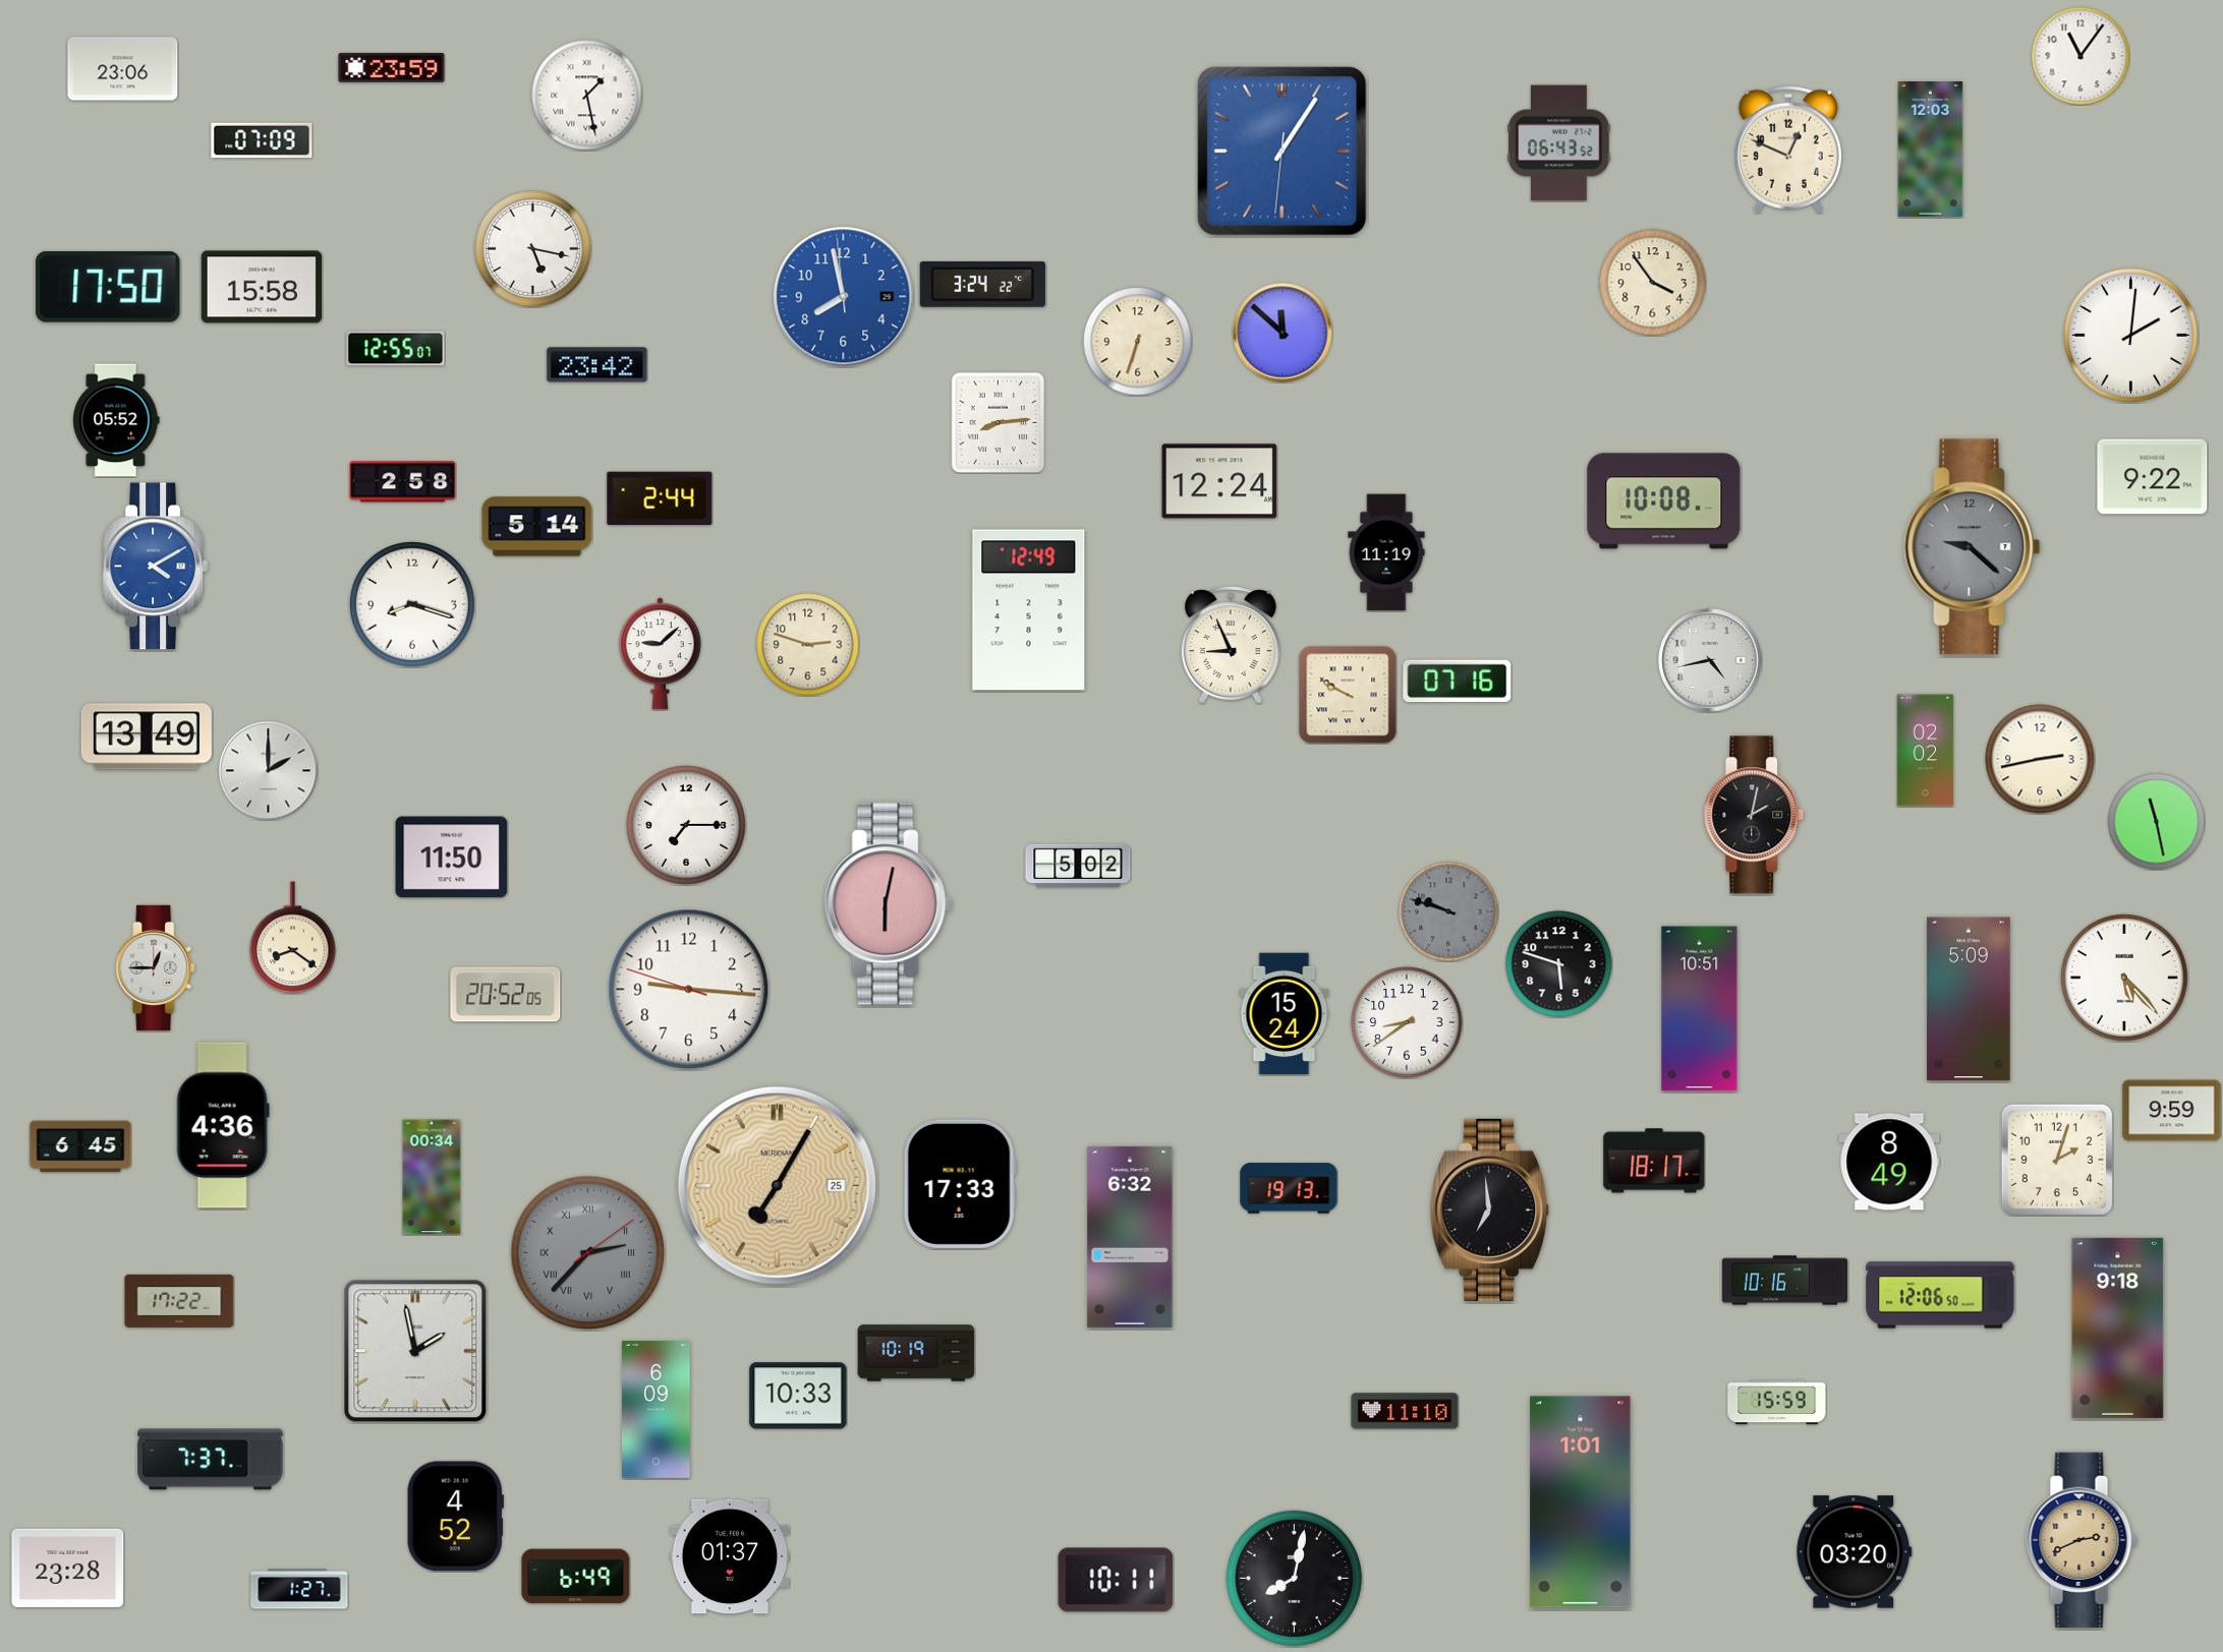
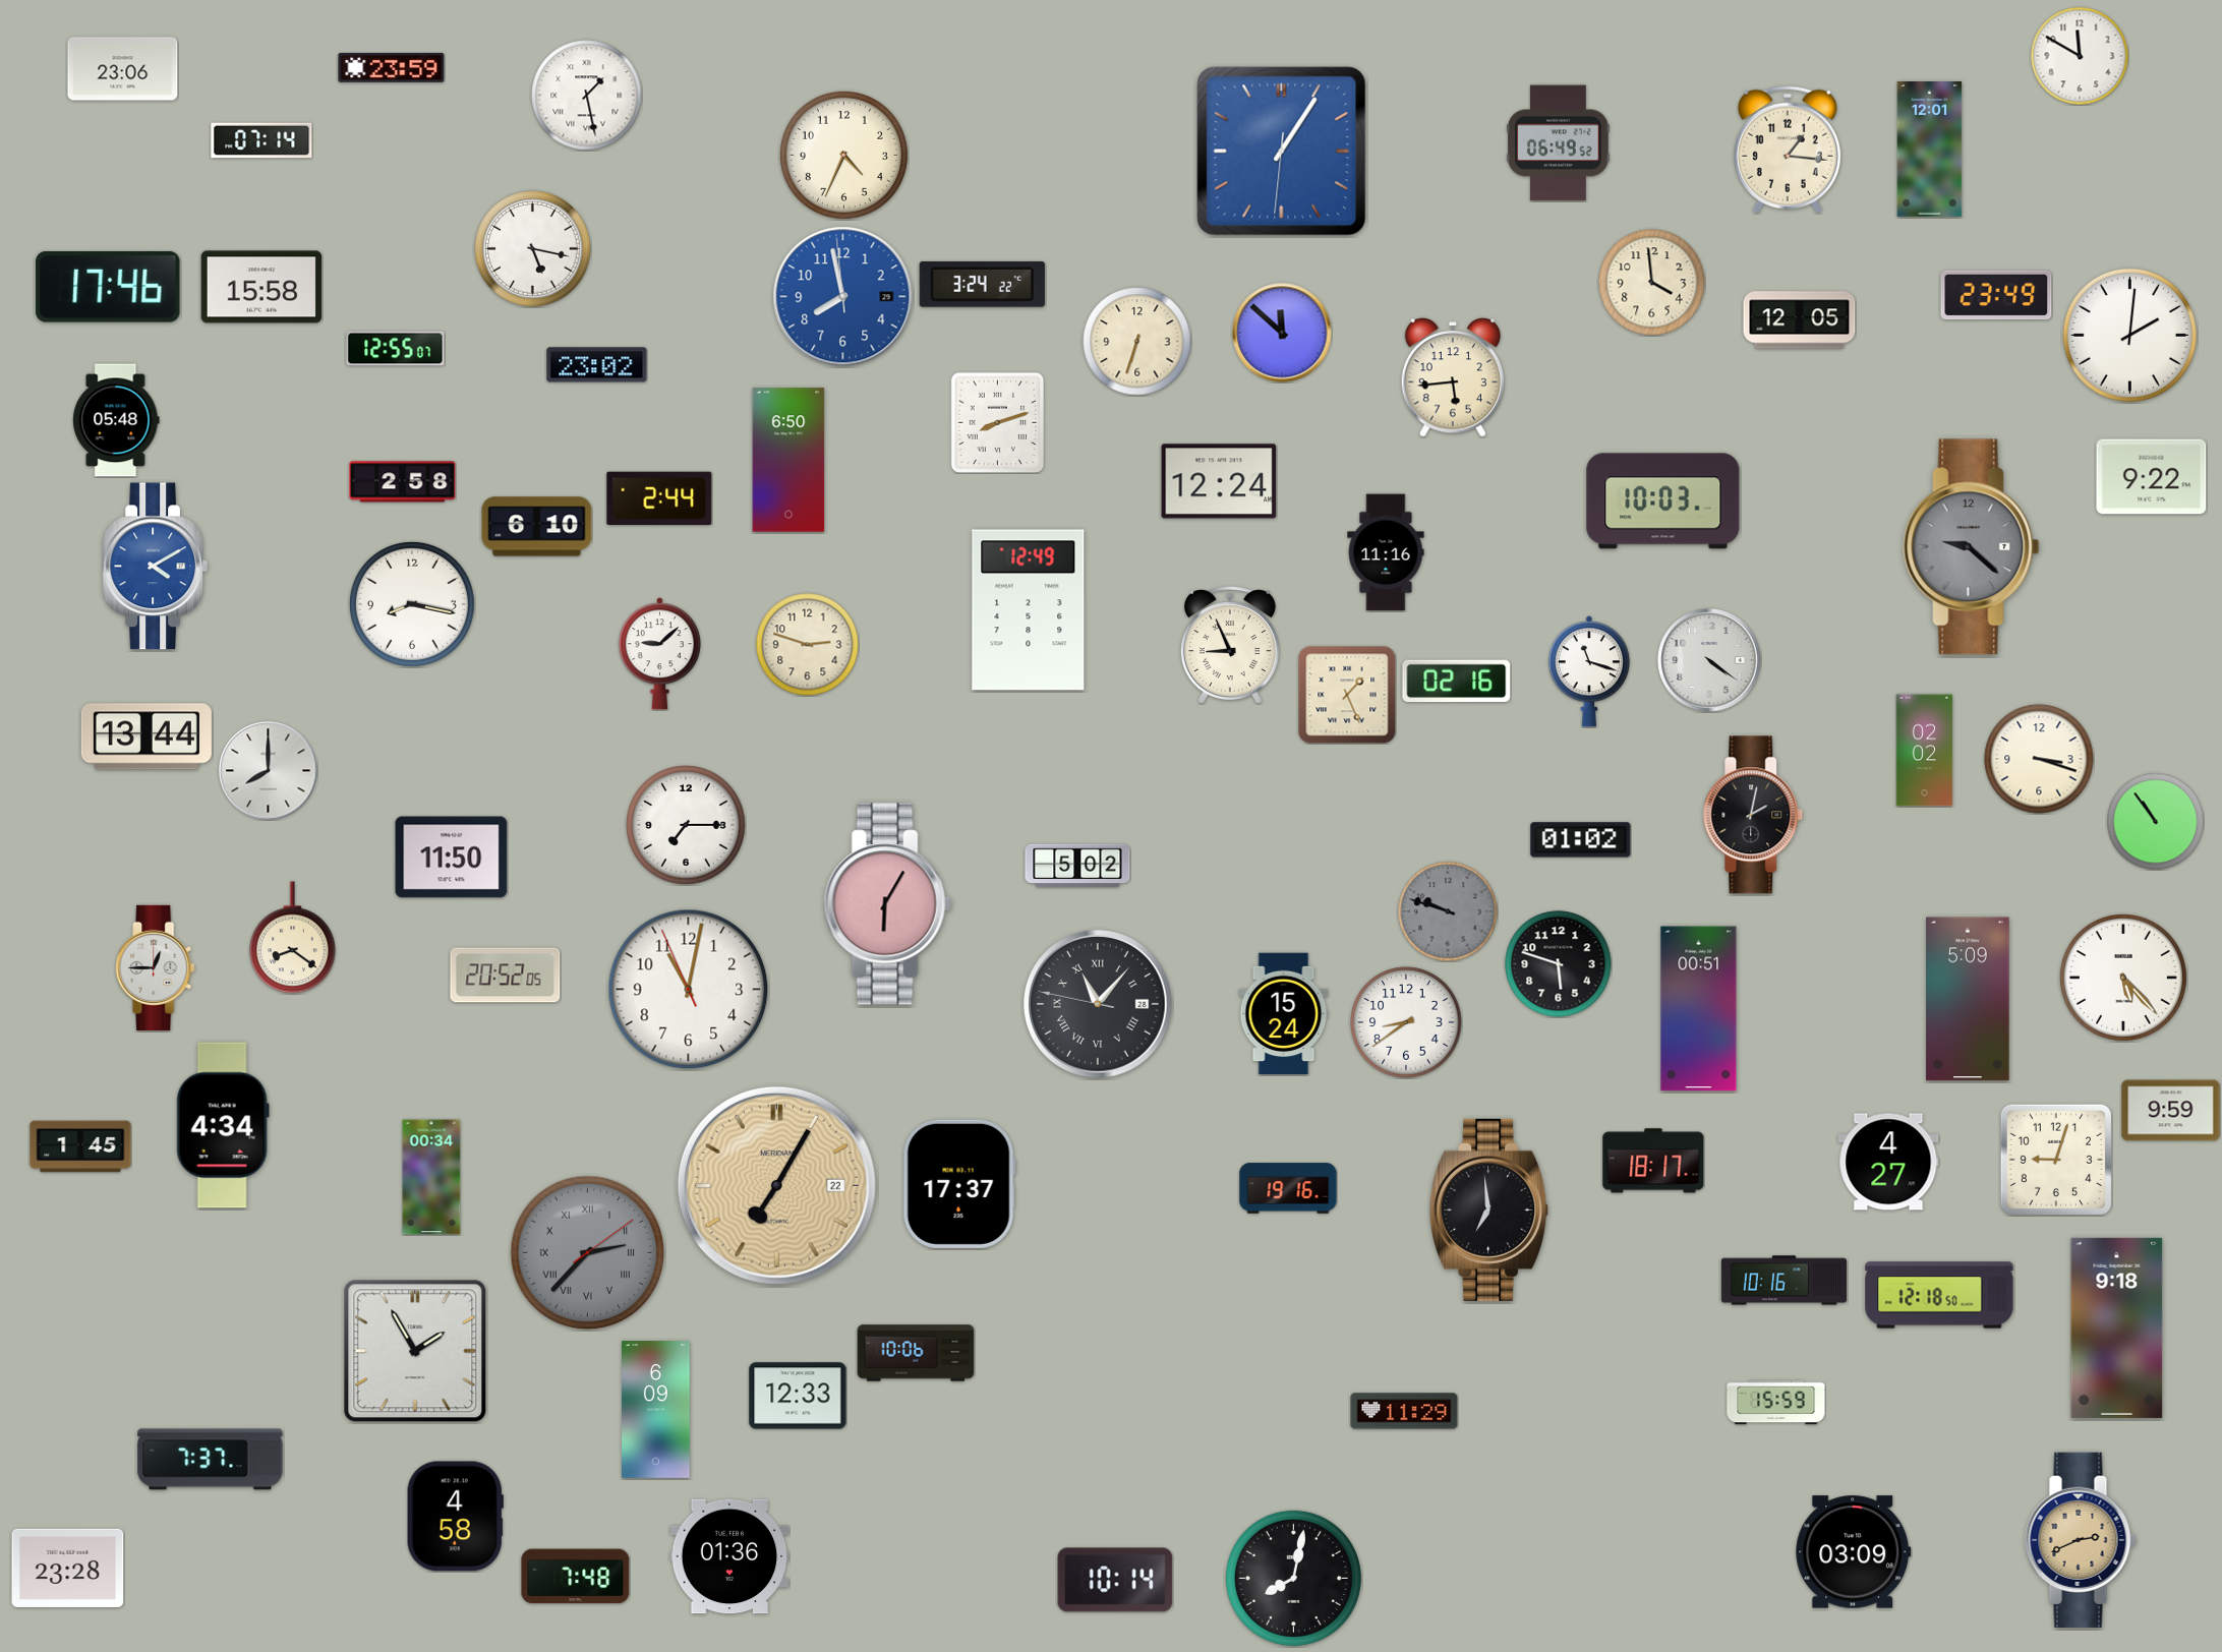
clock at (2080, 56): 11:06 -> 11:50
clock at (262, 140): 07:09 -> 07:14
clock at (1558, 143): 06:43 -> 06:49
clock at (1788, 150): 12:49 -> 1:16
clock at (1931, 150): 12:03 -> 12:01
clock at (843, 155): none -> 4:34
clock at (1653, 283): 3:54 -> 3:59
clock at (108, 287): 17:50 -> 17:46
clock at (1996, 295): none -> 23:49
clock at (1800, 320): none -> 12:05
clock at (597, 365): 23:42 -> 23:02
clock at (1453, 377): none -> 5:44
clock at (116, 420): 05:52 -> 05:48
clock at (999, 422): 8:14 -> 8:12
clock at (788, 460): none -> 6:50
clock at (1664, 501): 10:08 -> 10:03
clock at (537, 527): 5:14 -> 6:10
clock at (1386, 552): 11:19 -> 11:16
clock at (412, 604): 8:18 -> 8:17
clock at (1710, 660): 4:43 -> 4:21
clock at (1589, 671): none -> 11:18
clock at (1458, 682): 07:16 -> 02:16
clock at (1348, 695): 9:50 -> 1:26
clock at (147, 736): 13:49 -> 13:44
clock at (2040, 759): 2:43 -> 3:18
clock at (269, 771): 2:00 -> 8:00
clock at (2156, 821): 11:28 -> 10:54
clock at (1581, 840): none -> 01:02
clock at (888, 904): 6:02 -> 6:05
clock at (689, 990): 9:15 -> 11:01
clock at (506, 995) position: (506, 995) -> (506, 976)
clock at (1099, 1005): none -> 11:06
clock at (1700, 1009): 10:51 -> 00:51
clock at (223, 1125): 4:36 -> 4:34
clock at (80, 1146): 6:45 -> 1:45
clock at (2057, 1160): 2:03 -> 9:03
clock at (1889, 1162): 8:49 -> 4:27
clock at (960, 1184): 17:33 -> 17:37
clock at (777, 1185) date: 25 -> 22
clock at (1289, 1188): 19:13 -> 19:16
clock at (1130, 1237): 6:32 -> none
clock at (1940, 1295): 12:06 -> 12:18
clock at (179, 1301): 17:22 -> none
clock at (415, 1351): 1:58 -> 1:55
clock at (916, 1353): 10:19 -> 10:06
clock at (798, 1396): 10:33 -> 12:33
clock at (1405, 1411): 11:10 -> 11:29
clock at (1581, 1502): 1:01 -> none
clock at (455, 1517): 4:52 -> 4:58
clock at (1855, 1552): 03:20 -> 03:09
clock at (730, 1556): 01:37 -> 01:36
clock at (576, 1577): 6:49 -> 7:48
clock at (1116, 1580): 10:11 -> 10:14
clock at (299, 1589): 1:27 -> none
